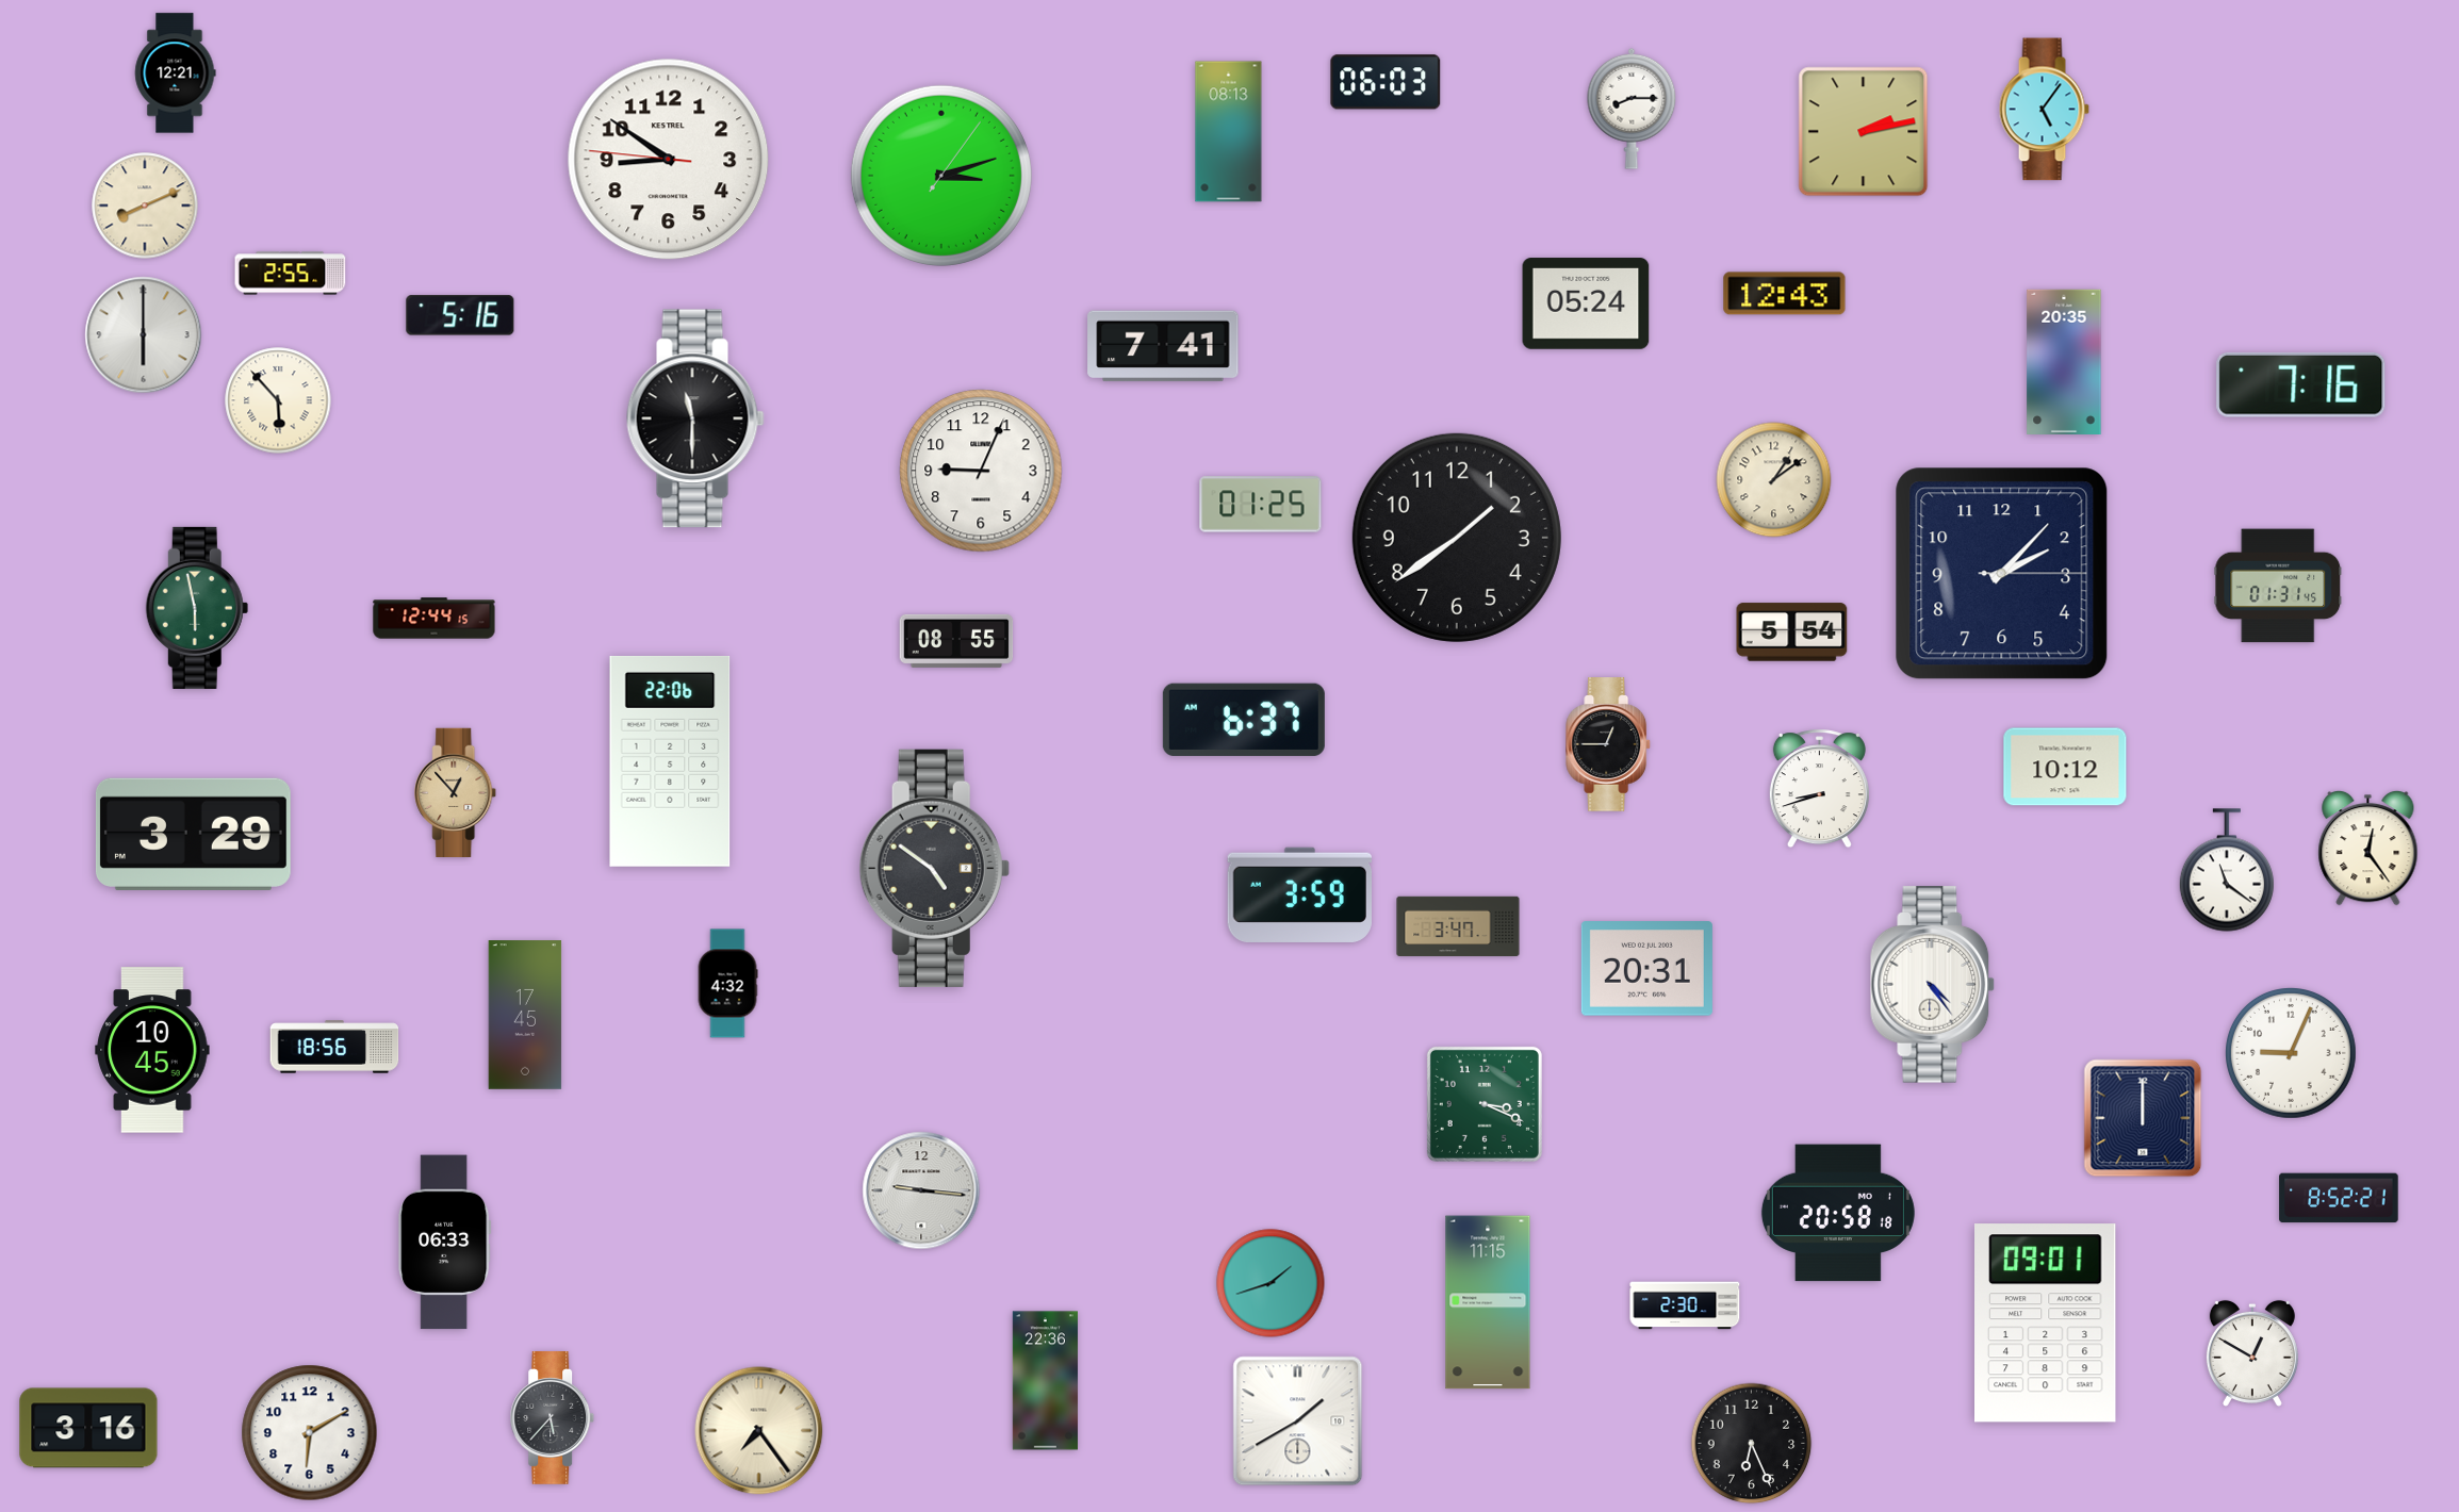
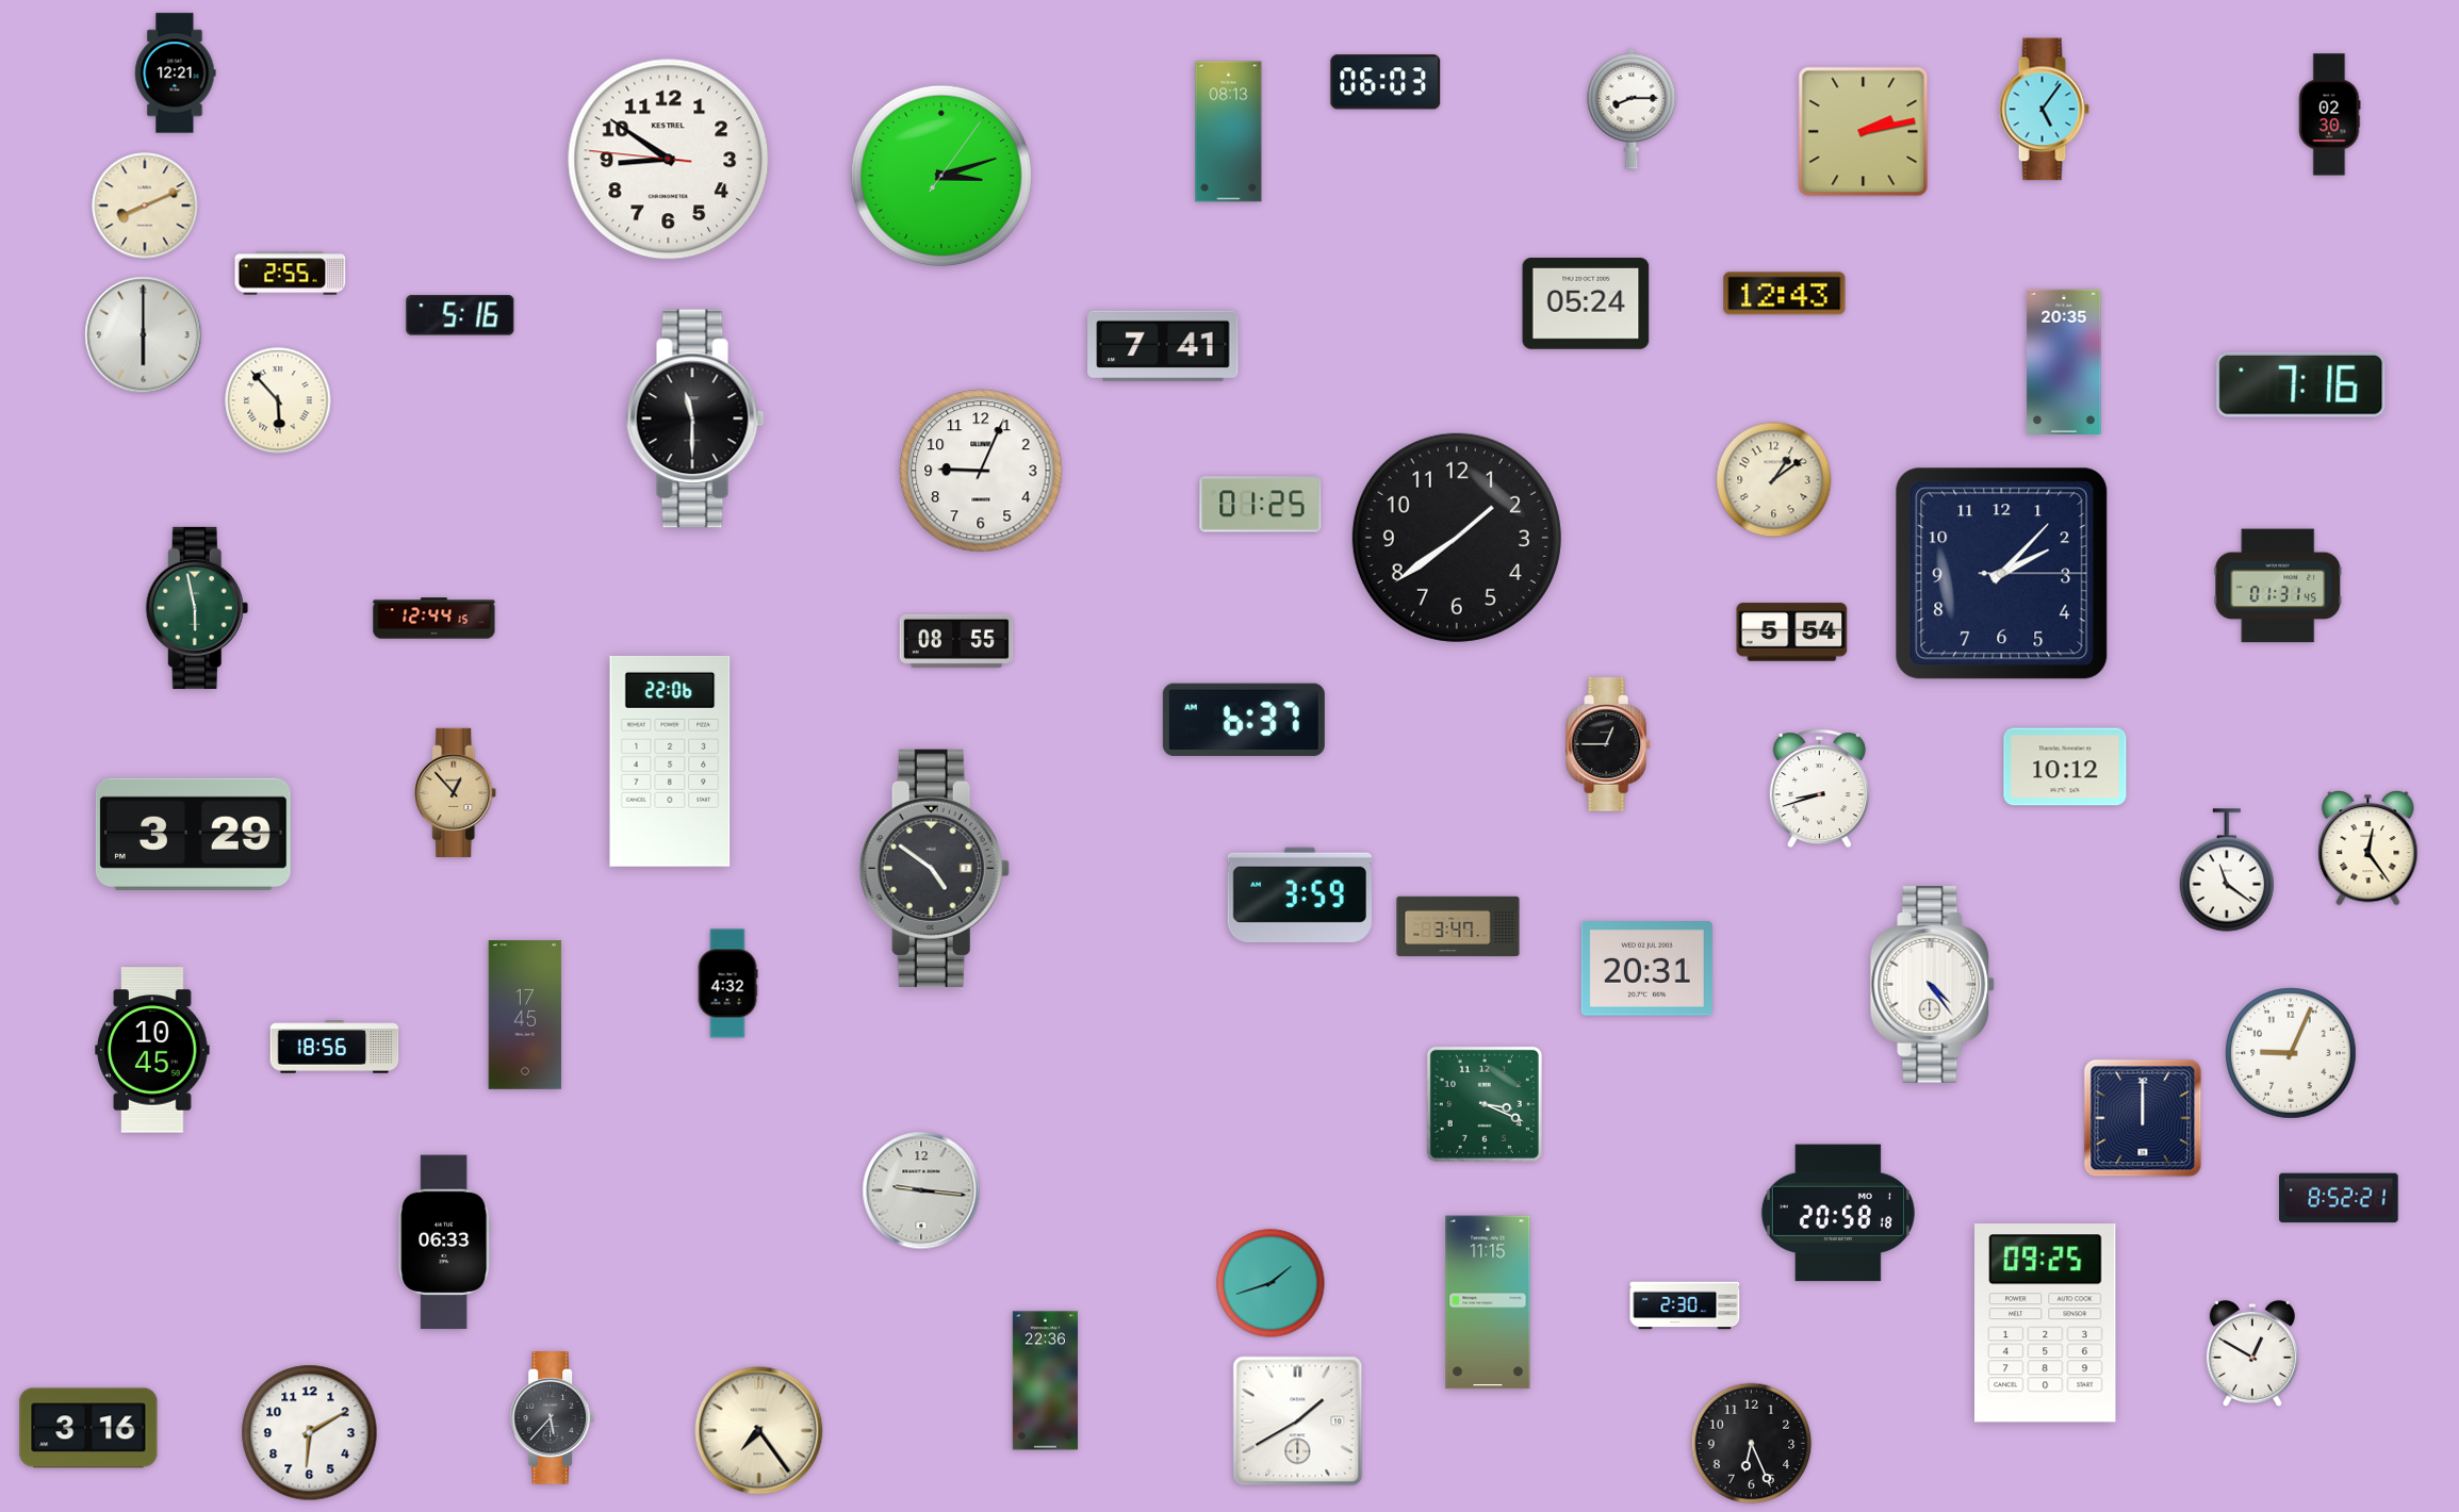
clock at (2329, 115): none -> 02:30
clock at (2046, 1324): 09:01 -> 09:25
